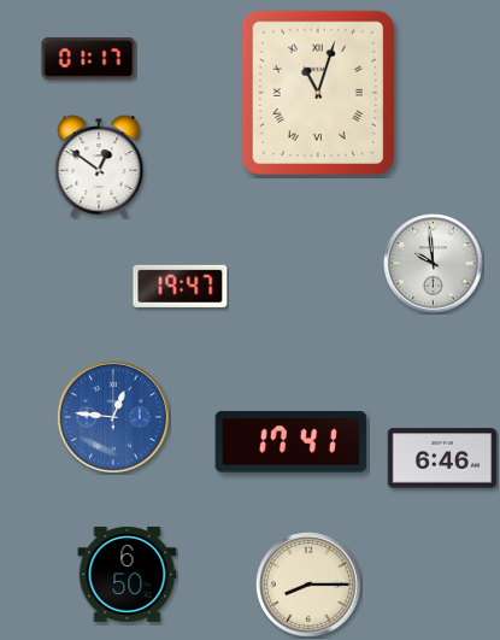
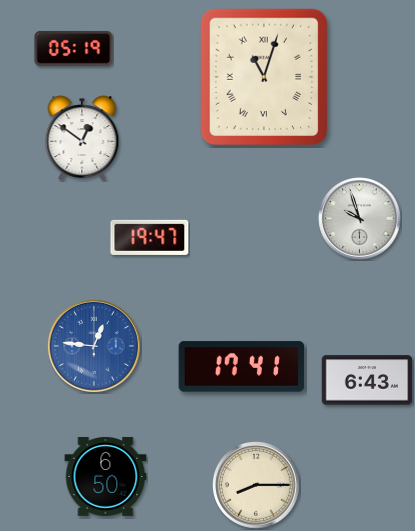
clock at (89, 58): 01:17 -> 05:19
clock at (434, 264): 9:59 -> 9:57
clock at (442, 458): 6:46 -> 6:43
